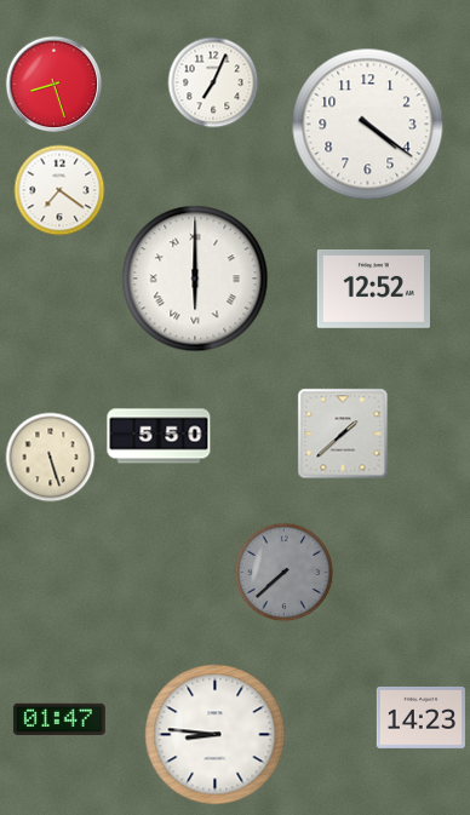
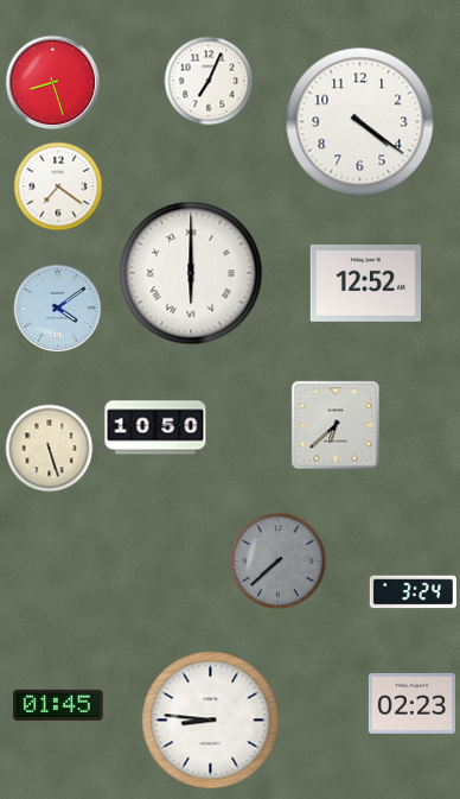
clock at (58, 309): none -> 4:09
clock at (343, 434): 1:38 -> 6:38
clock at (159, 436): 5:50 -> 10:50
clock at (413, 592): none -> 3:24
clock at (420, 717): 14:23 -> 02:23
clock at (59, 719): 01:47 -> 01:45
